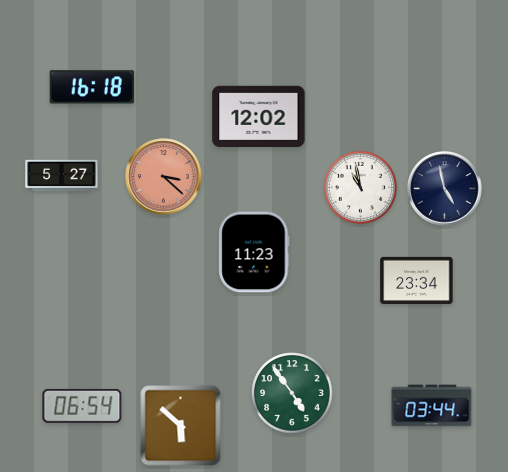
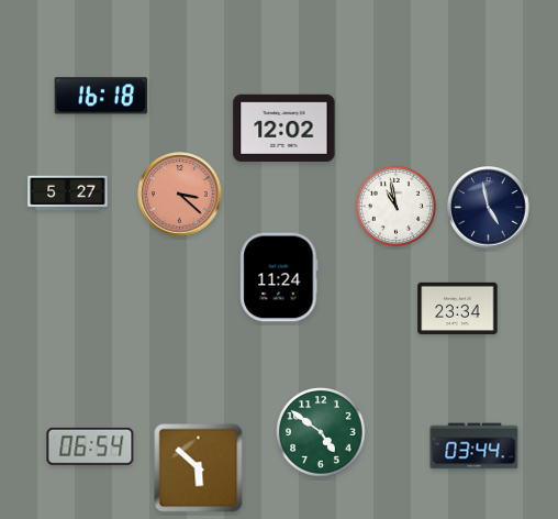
clock at (254, 252): 11:23 -> 11:24
clock at (292, 393): 4:54 -> 4:51
